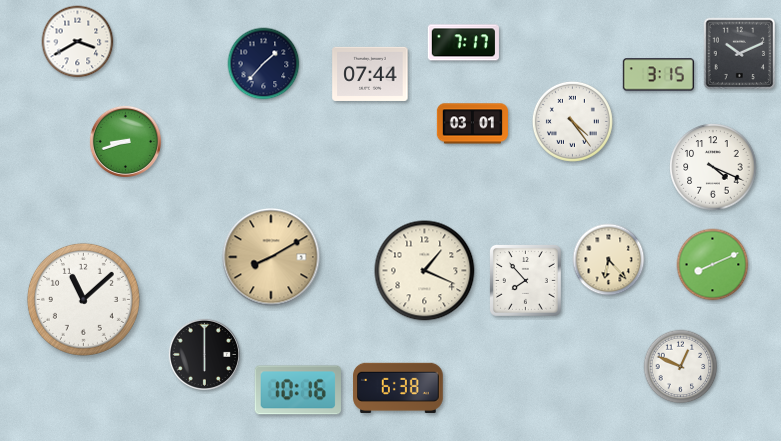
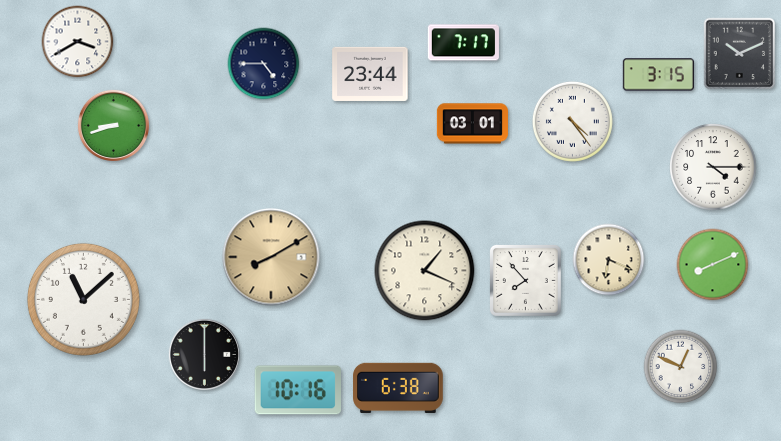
clock at (264, 64): 1:37 -> 4:45
clock at (370, 74): 07:44 -> 23:44
clock at (125, 141) position: (125, 141) -> (113, 125)
clock at (713, 167): 4:19 -> 4:15
clock at (609, 260): 6:23 -> 6:19
